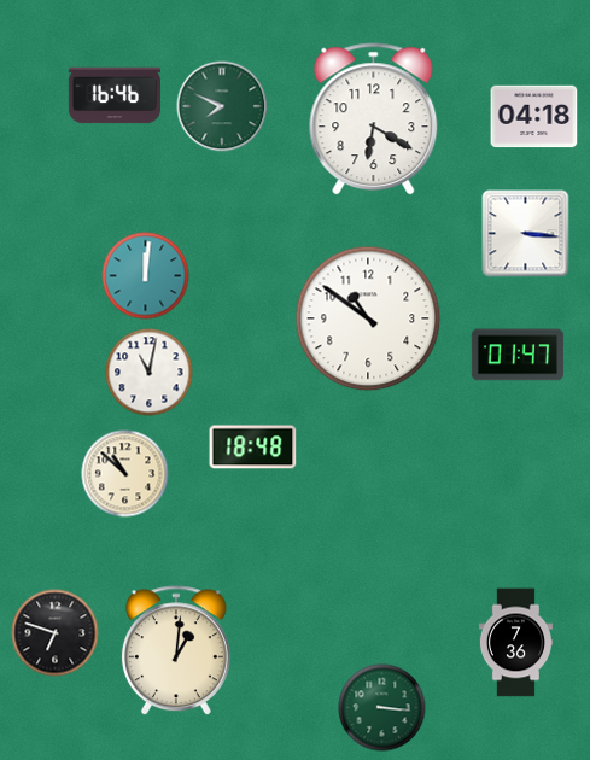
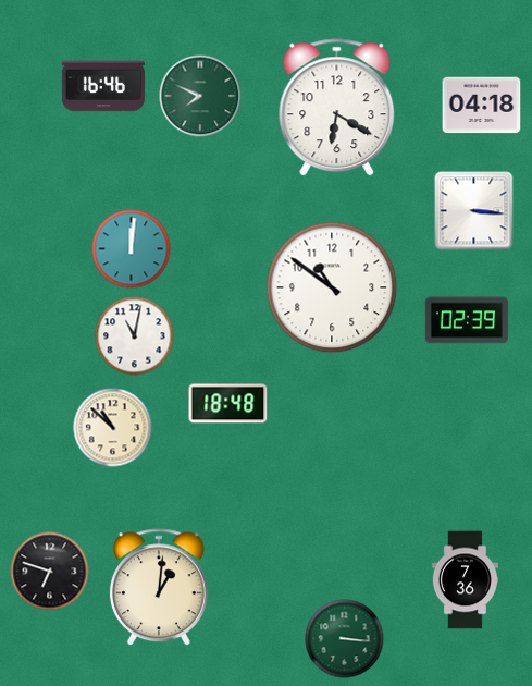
clock at (518, 355): 01:47 -> 02:39
